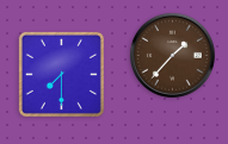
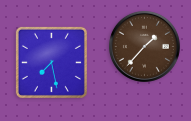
clock at (61, 74): 7:30 -> 7:28
